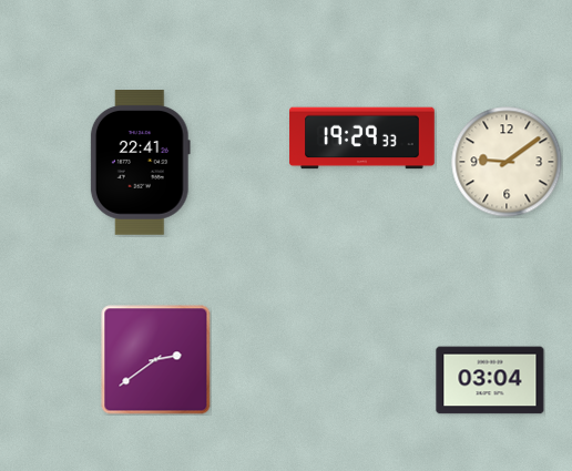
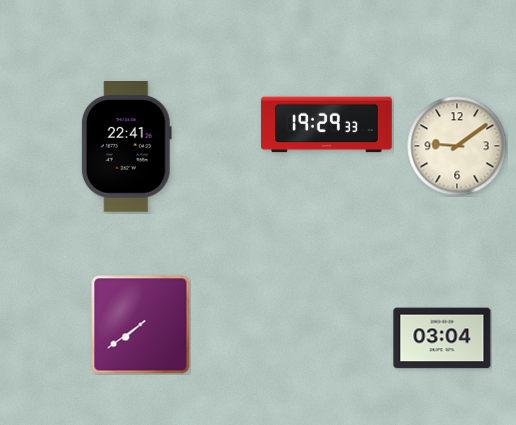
clock at (156, 360): 2:39 -> 7:39
clock at (490, 380) position: (490, 380) -> (442, 338)
